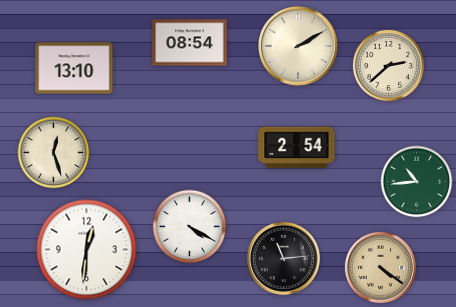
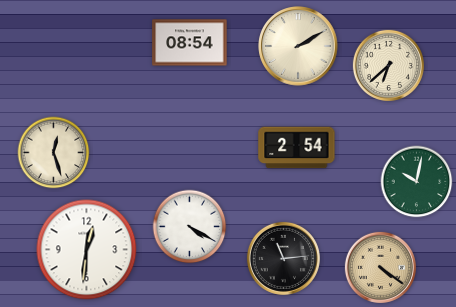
clock at (388, 65): 2:38 -> 6:38
clock at (74, 68): 13:10 -> none
clock at (417, 182): 10:44 -> 10:02
